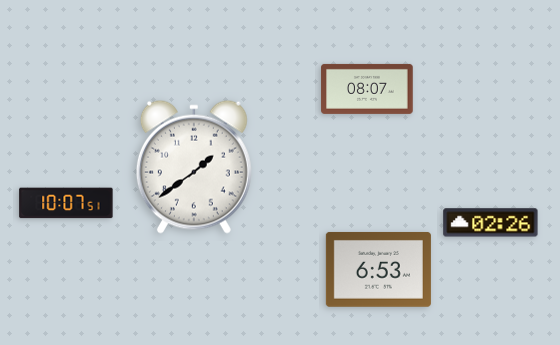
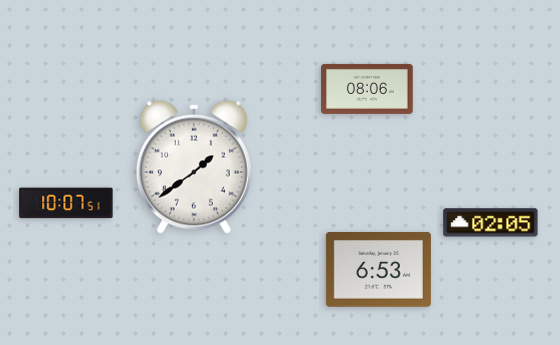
clock at (367, 89): 08:07 -> 08:06
clock at (491, 223): 02:26 -> 02:05
